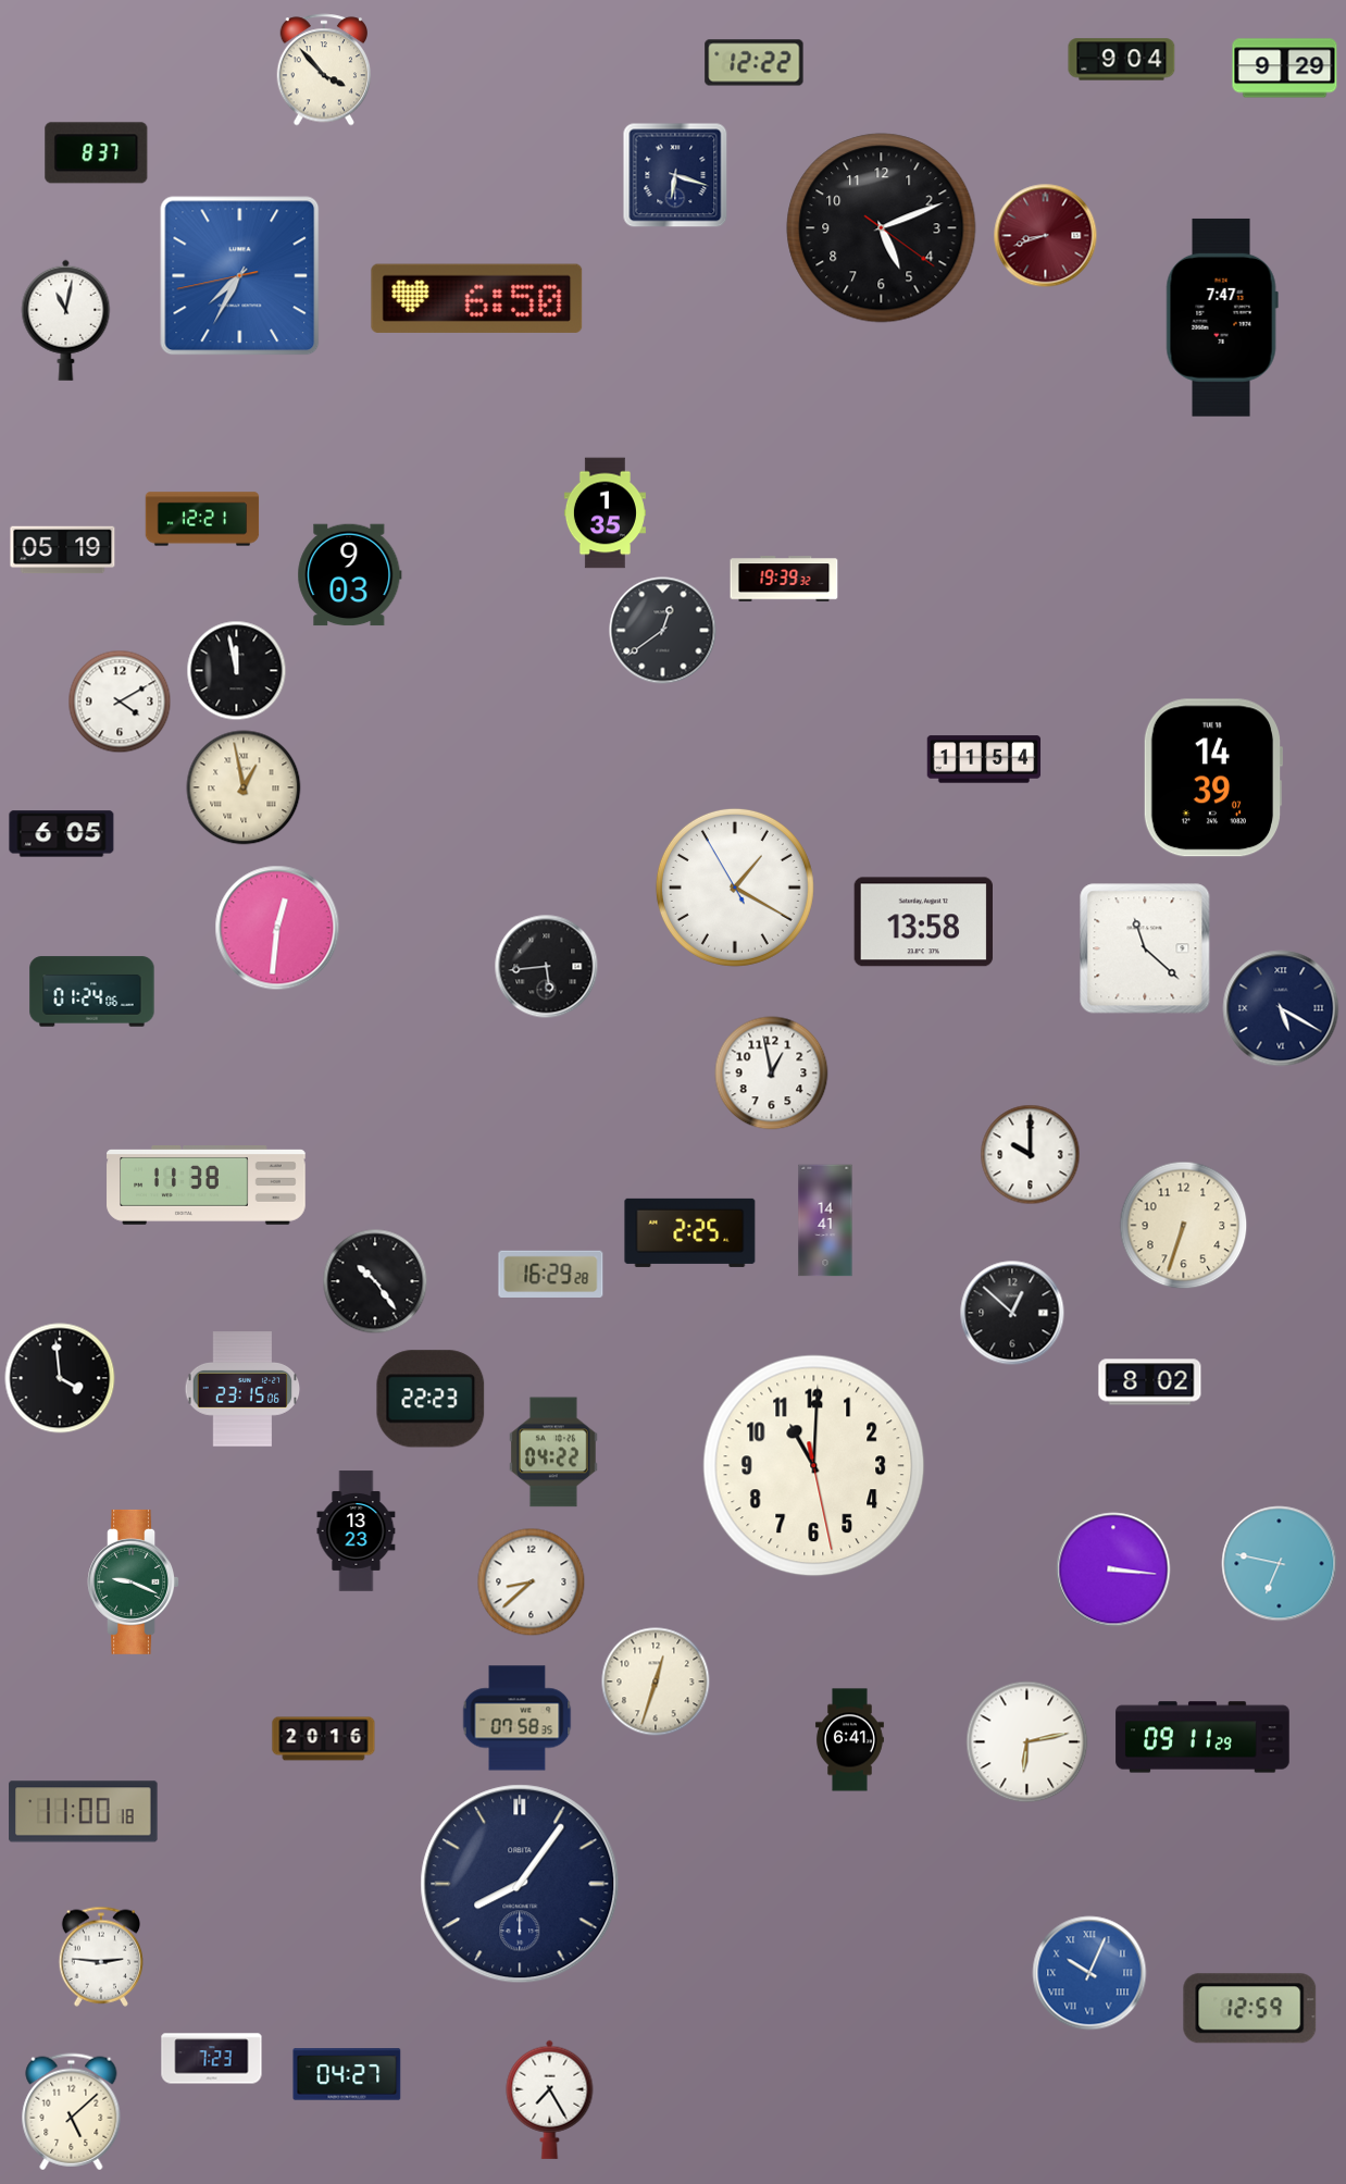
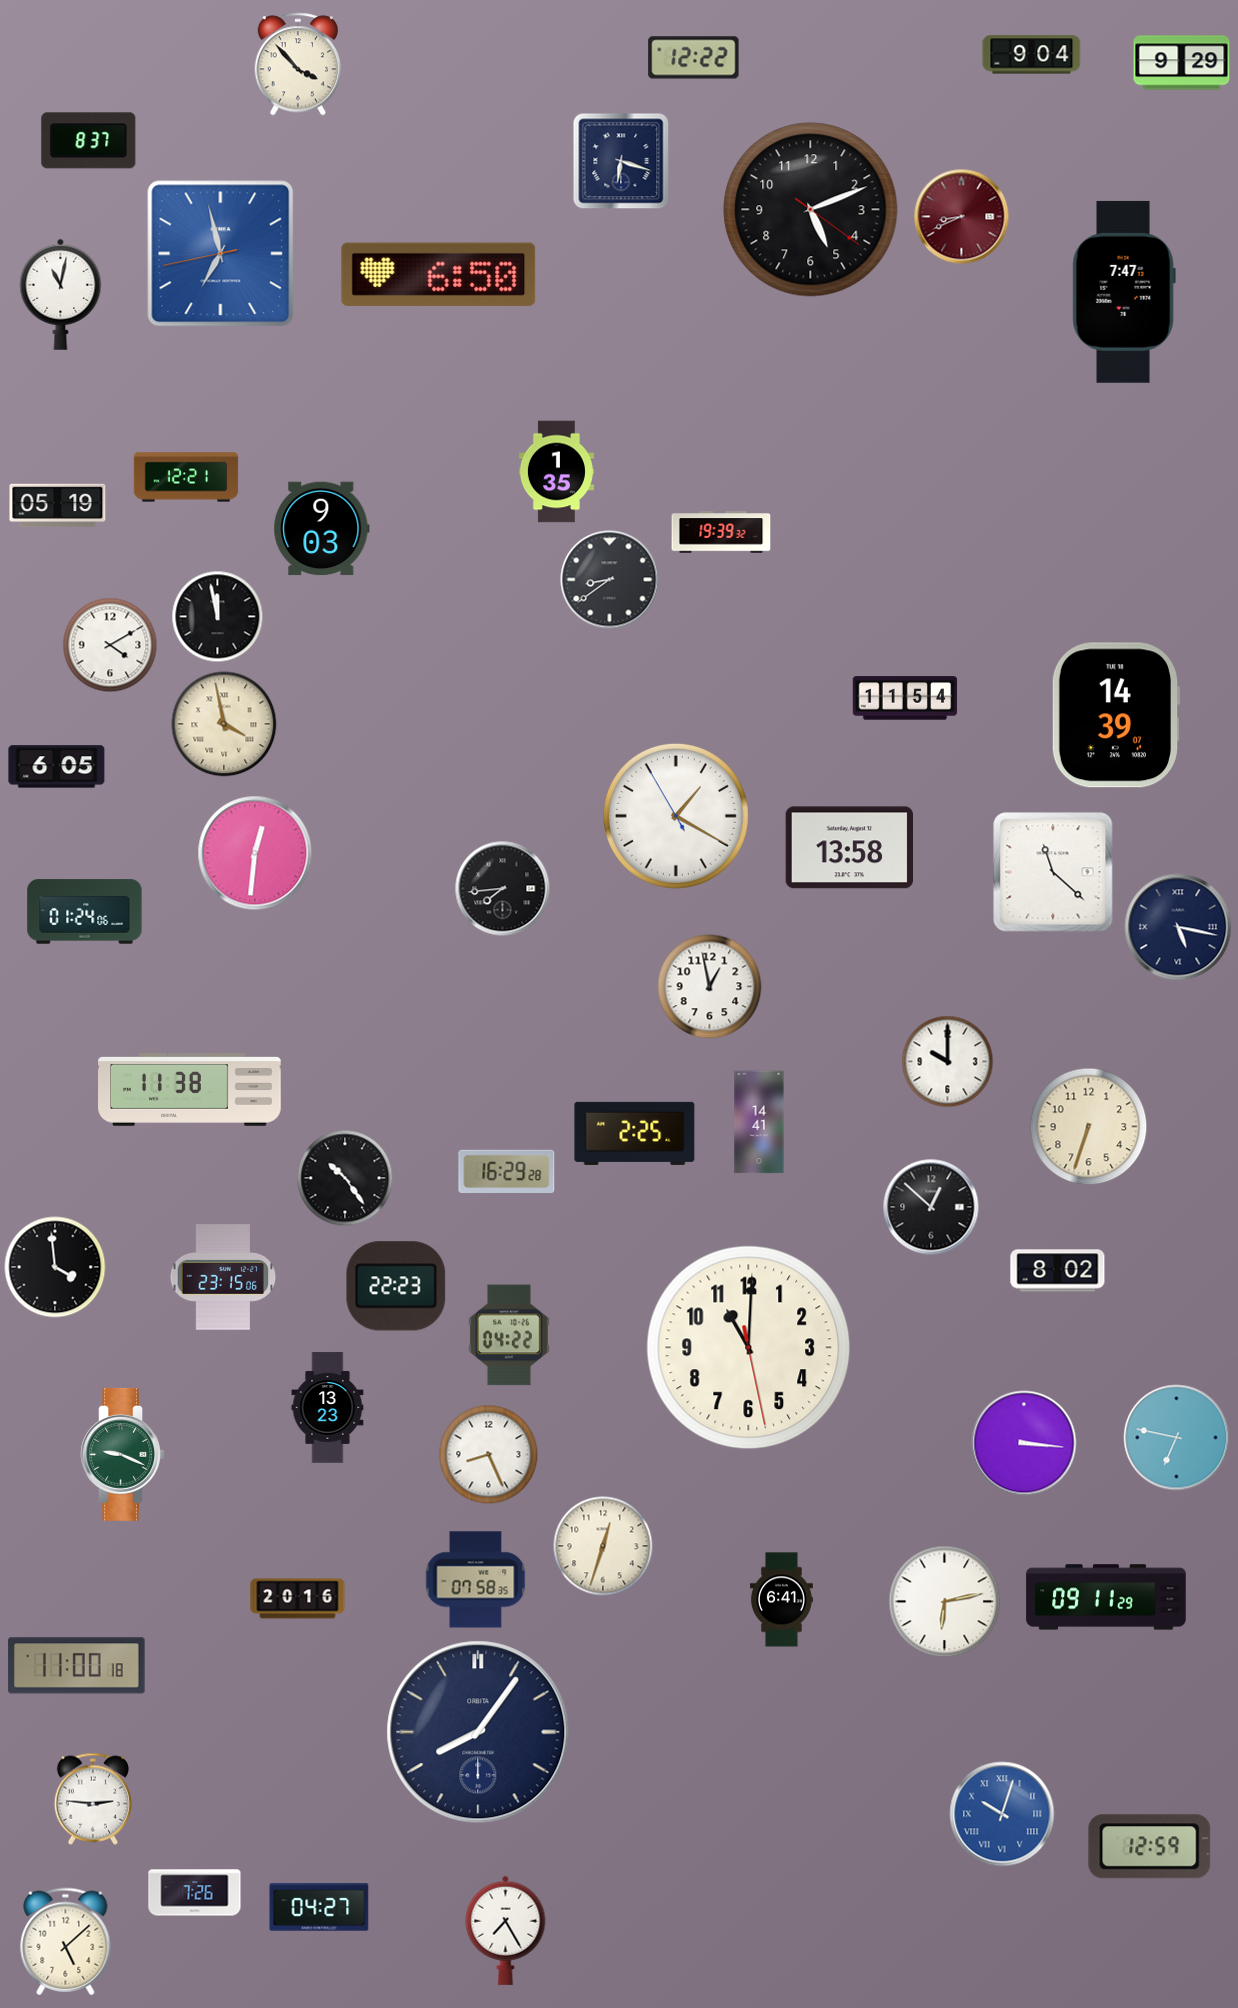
clock at (1046, 236): 8:42 -> 8:41
clock at (240, 276): 7:34 -> 6:57
clock at (663, 631): 12:39 -> 8:39
clock at (244, 787): 12:58 -> 3:58
clock at (547, 967): 5:44 -> 7:44
clock at (1281, 1008): 5:20 -> 5:17
clock at (532, 1583): 8:38 -> 8:26
clock at (1089, 1973): 10:04 -> 10:03
clock at (212, 2059): 7:23 -> 7:26
